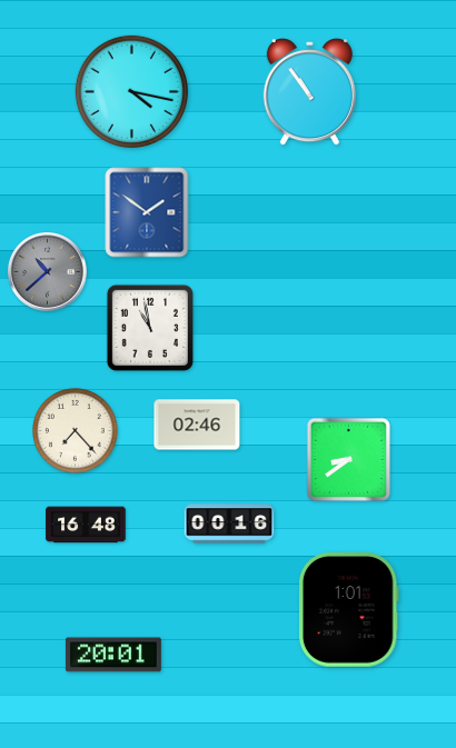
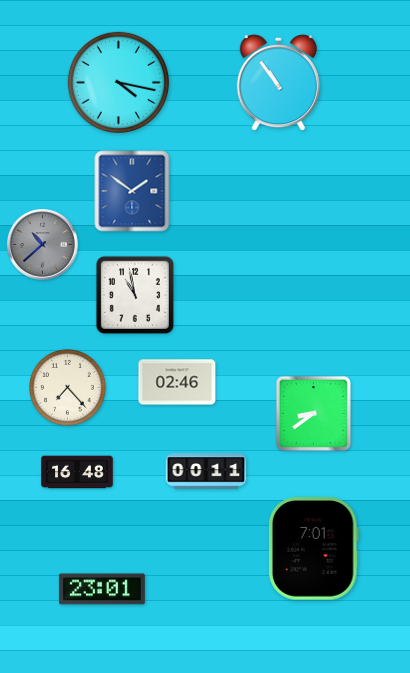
clock at (229, 523): 00:16 -> 00:11
clock at (348, 610): 1:01 -> 7:01
clock at (113, 655): 20:01 -> 23:01
